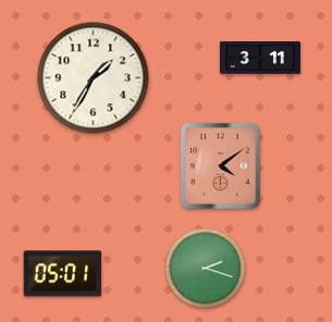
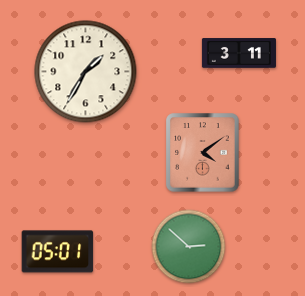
clock at (206, 269): 2:18 -> 2:52
